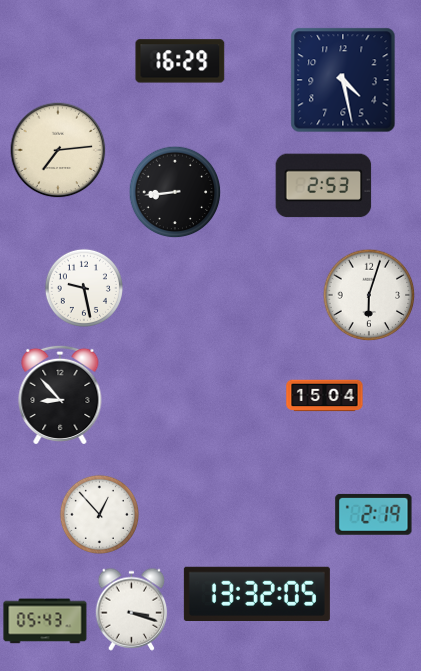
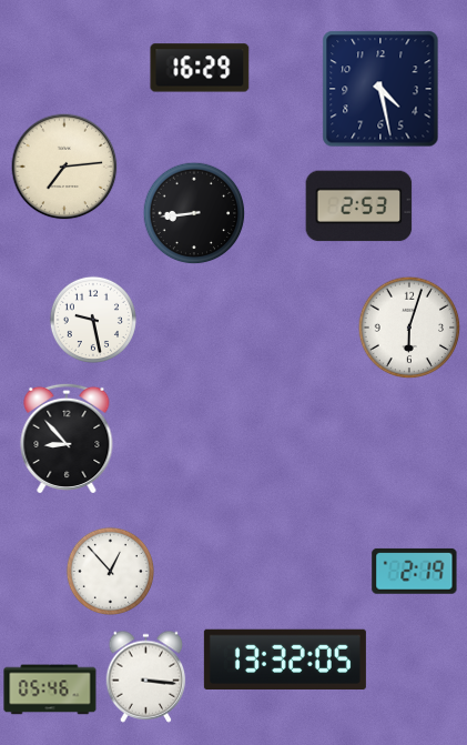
clock at (325, 396): 15:04 -> none
clock at (132, 609): 3:18 -> 3:16
clock at (45, 621): 05:43 -> 05:46
